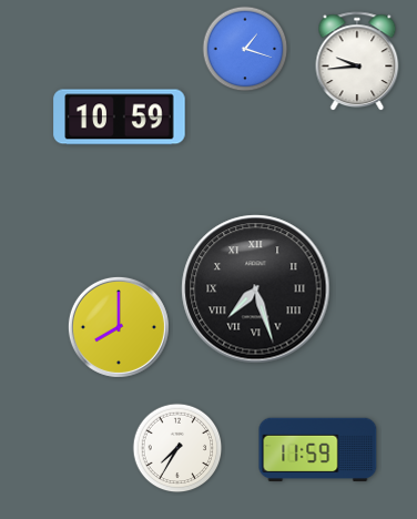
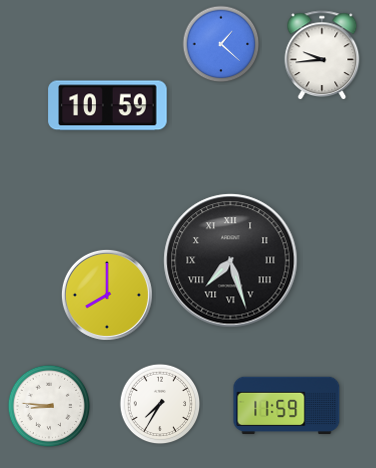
clock at (245, 49): 1:18 -> 1:22
clock at (49, 406): none -> 8:46
